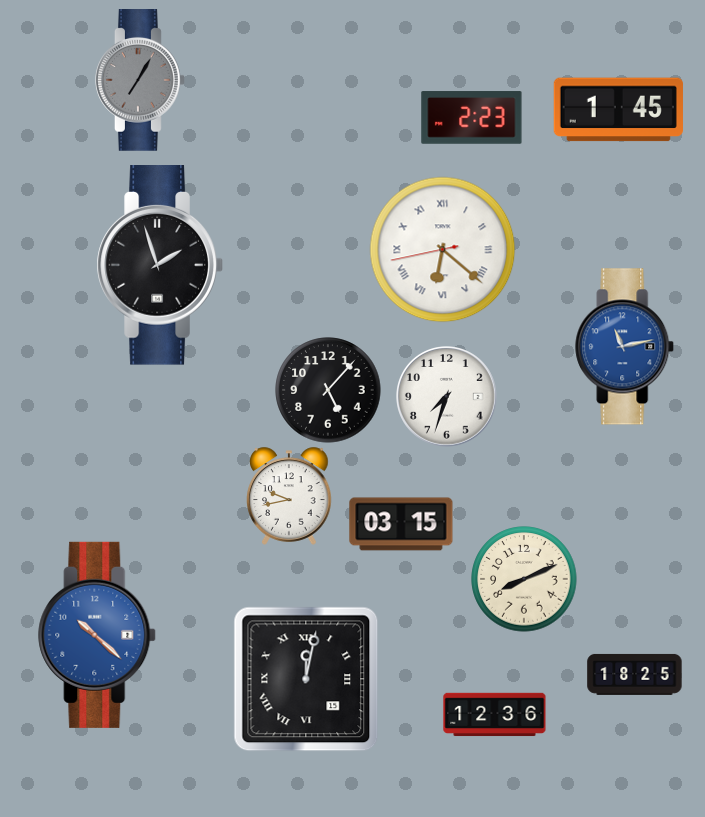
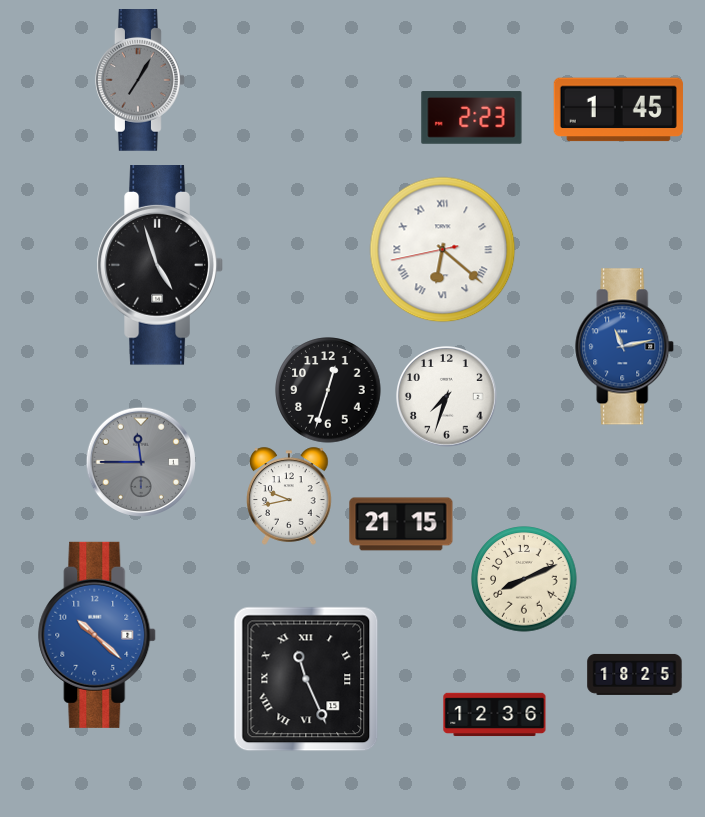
clock at (160, 265): 1:57 -> 4:57
clock at (328, 390): 5:07 -> 12:33
clock at (141, 462): none -> 11:45
clock at (401, 524): 03:15 -> 21:15
clock at (306, 679): 12:02 -> 11:26
